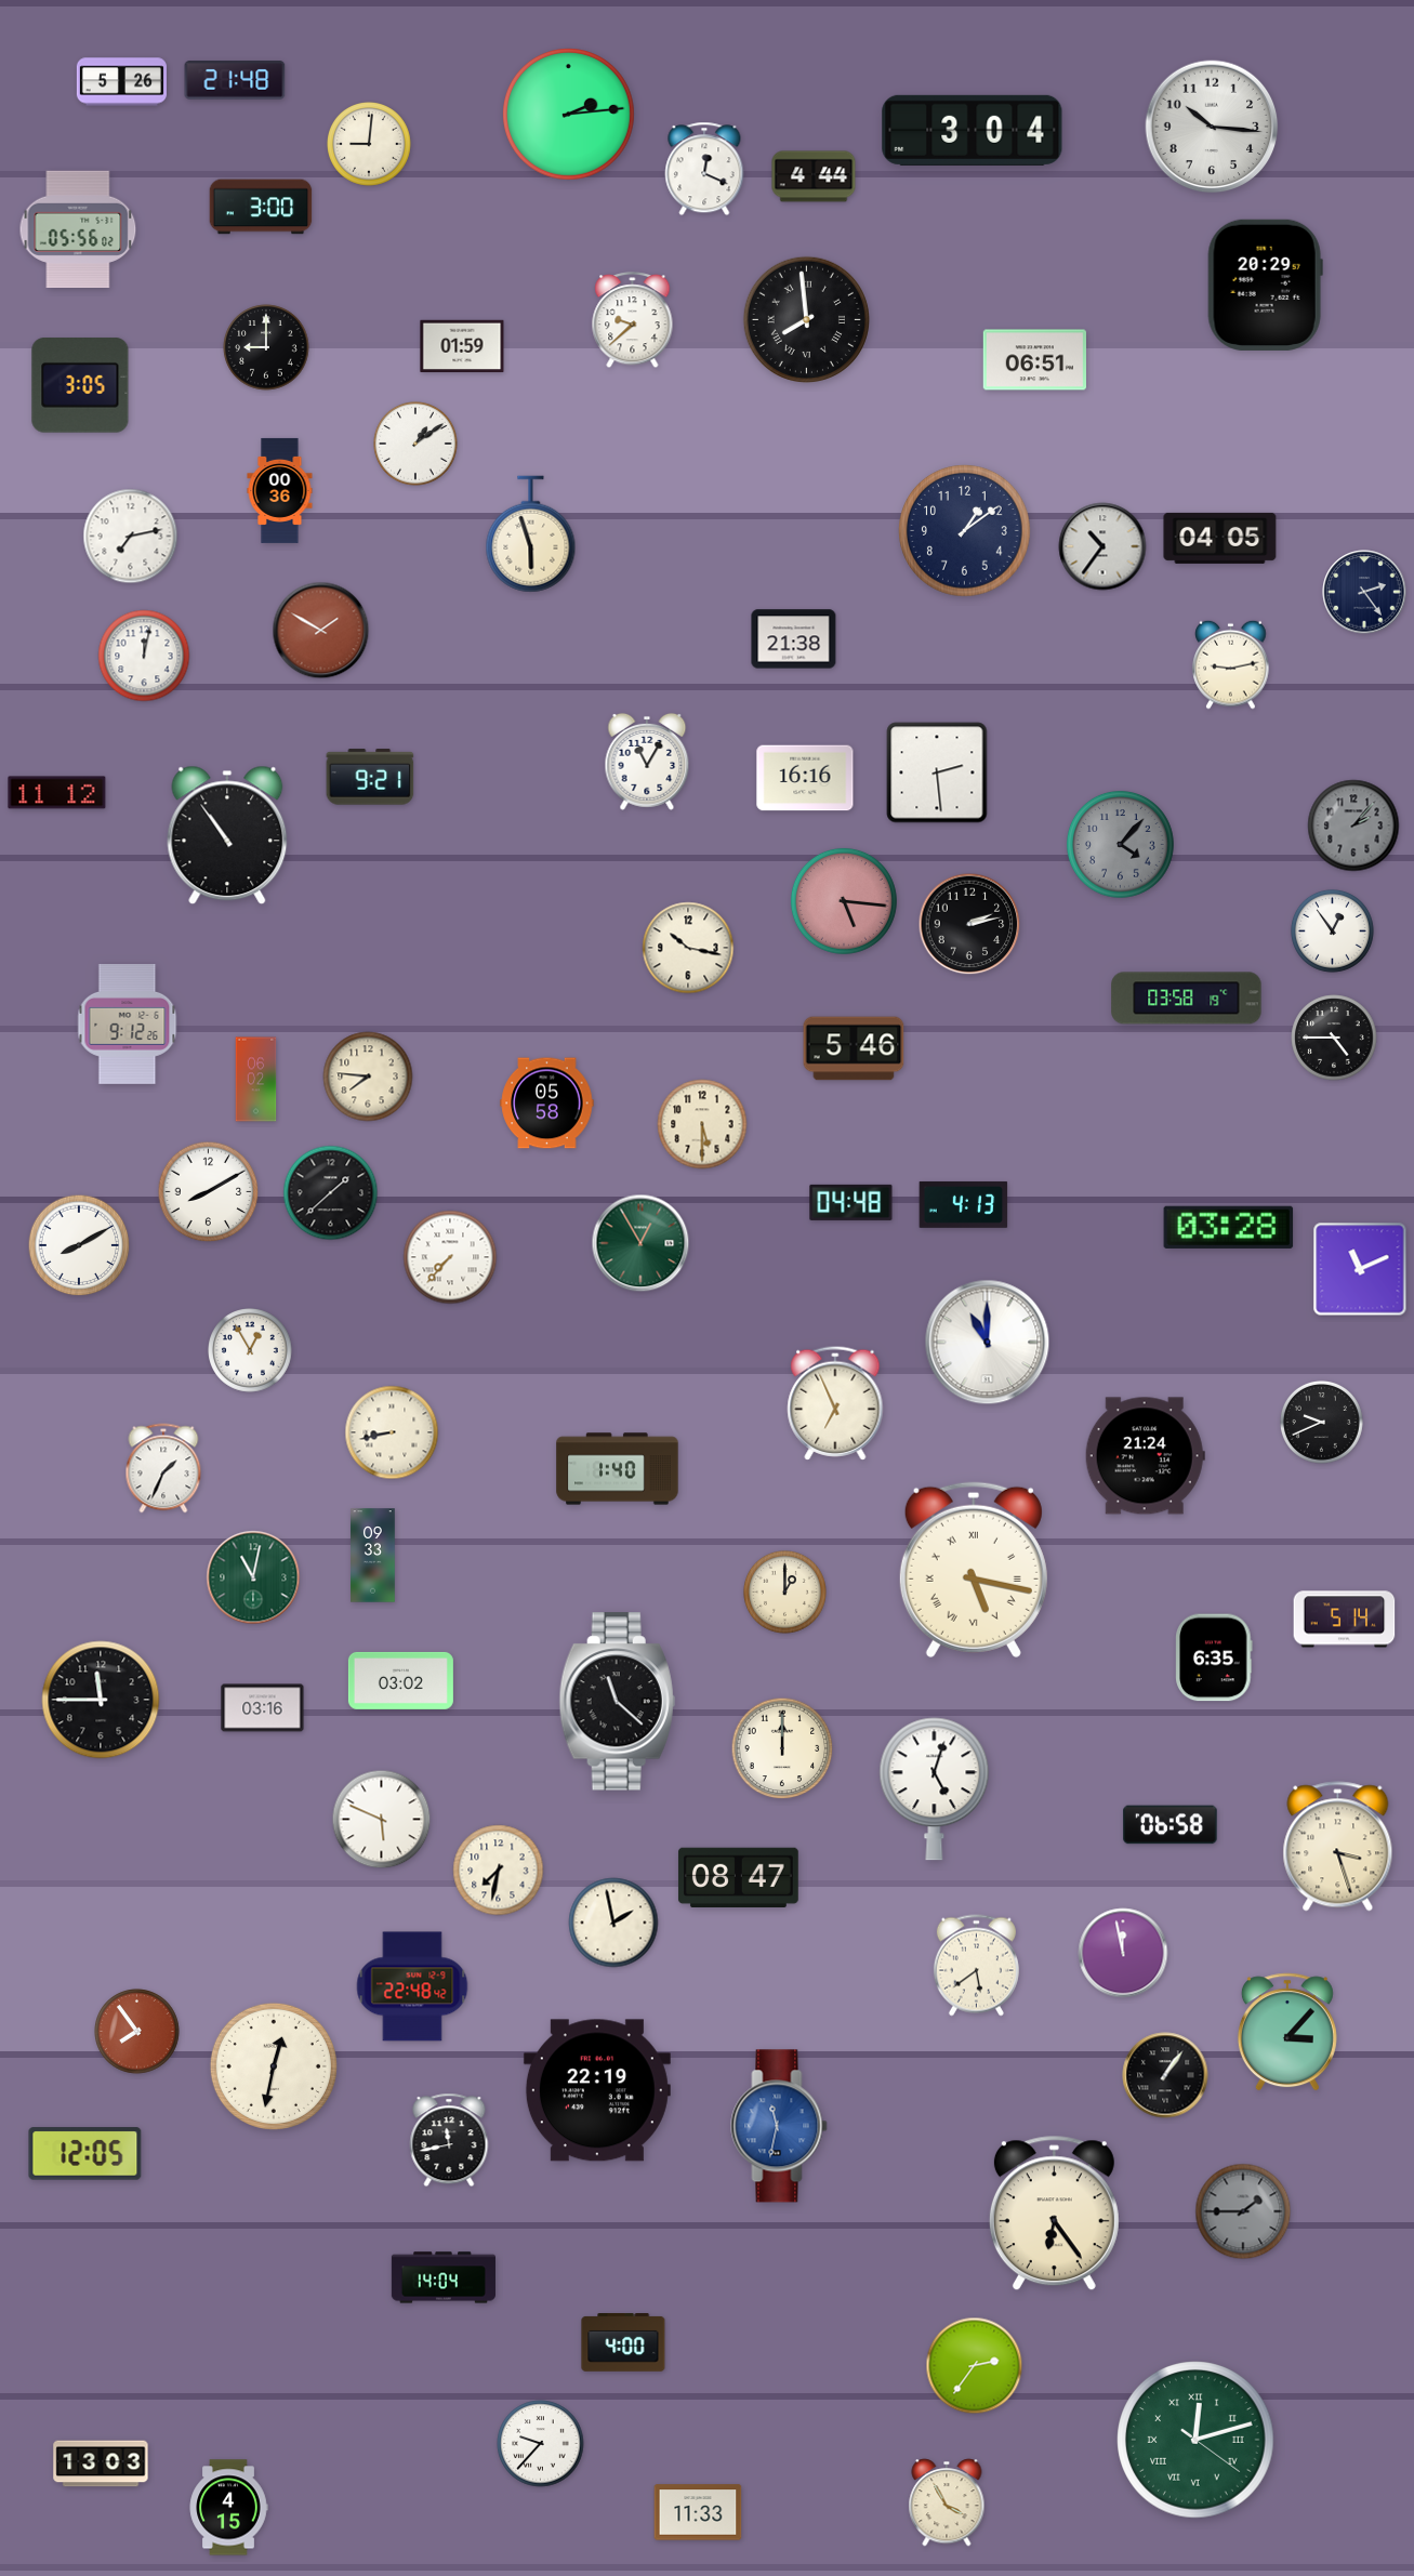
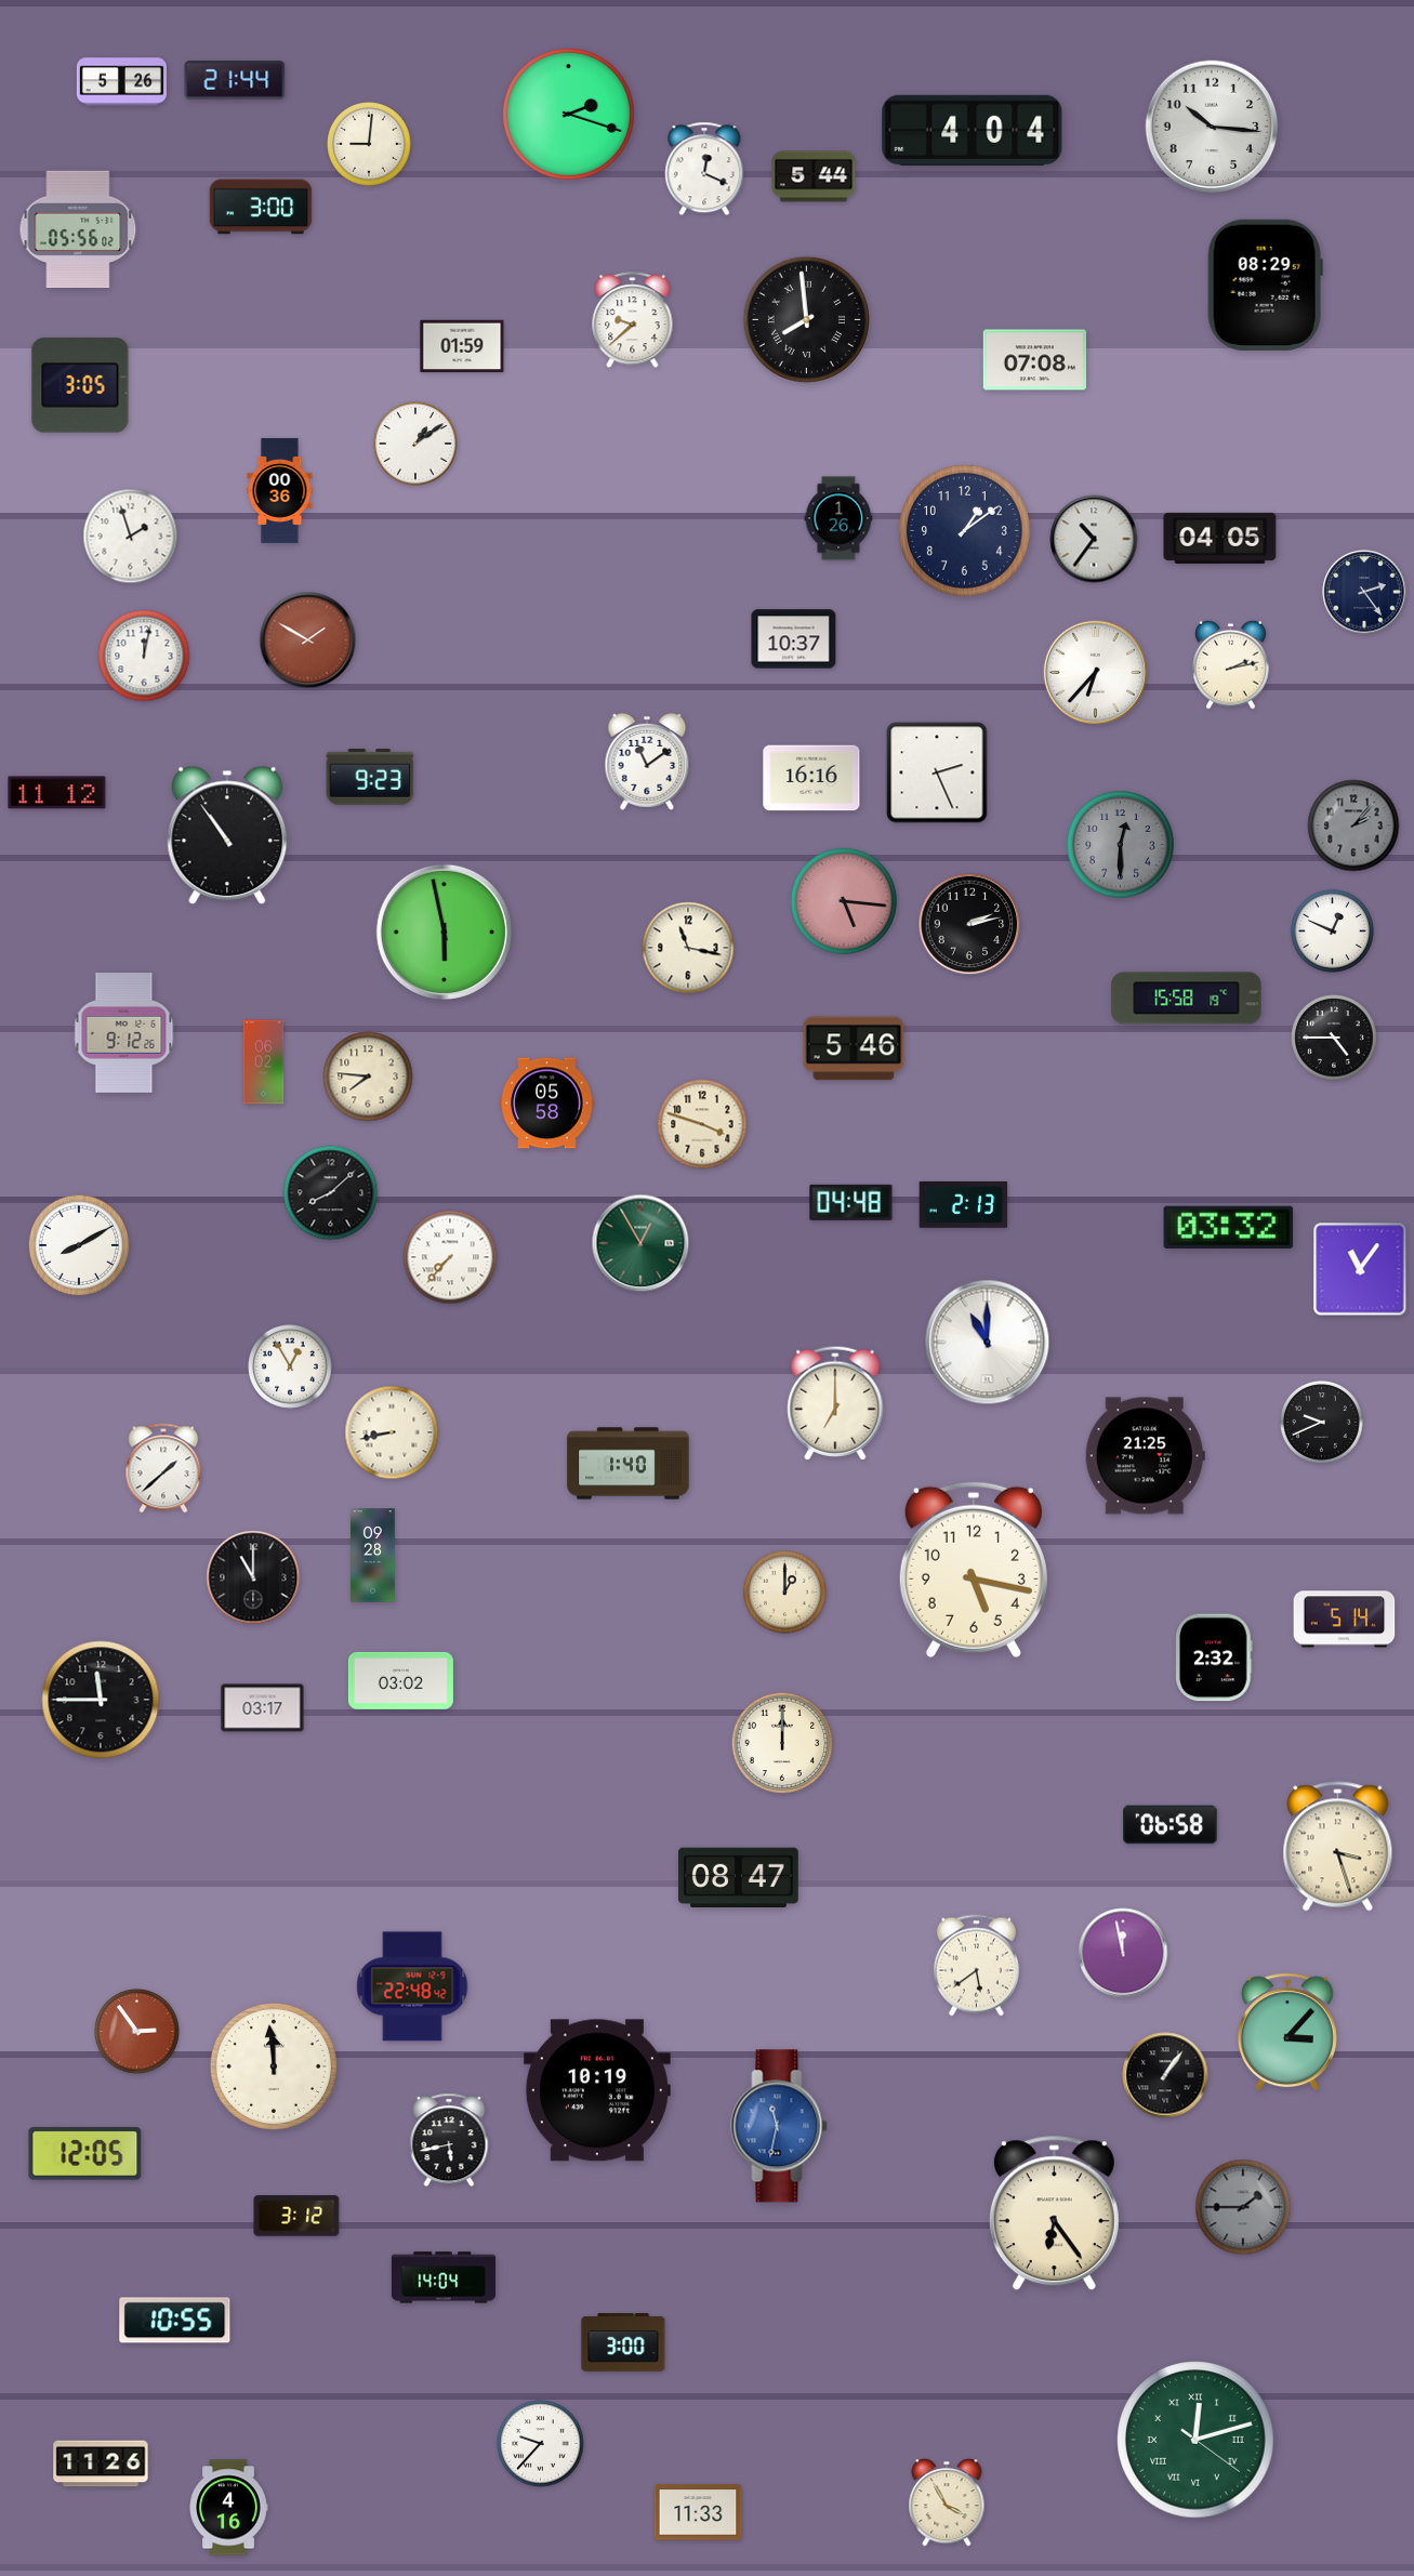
clock at (235, 80): 21:48 -> 21:44
clock at (569, 115): 2:14 -> 2:18
clock at (973, 130): 3:04 -> 4:04
clock at (814, 176): 4:44 -> 5:44
clock at (1265, 285): 20:29 -> 08:29
clock at (266, 347): 9:00 -> none
clock at (1034, 360): 06:51 -> 07:08
clock at (838, 518): none -> 1:26
clock at (531, 534): 5:57 -> none
clock at (131, 537): 7:13 -> 1:57
clock at (1102, 546) position: (1102, 546) -> (1094, 539)
clock at (321, 631) position: (321, 631) -> (308, 640)
clock at (794, 639): 21:38 -> 10:37
clock at (1231, 664): 9:13 -> 2:13
clock at (1096, 673): none -> 6:37
clock at (647, 762): 11:05 -> 11:09
clock at (937, 772): 2:29 -> 2:26
clock at (370, 777): 9:21 -> 9:23
clock at (805, 778) position: (805, 778) -> (811, 778)
clock at (1120, 844): 4:07 -> 12:30
clock at (1332, 930): 12:54 -> 12:49
clock at (444, 932): none -> 5:58
clock at (688, 948): 10:17 -> 11:17
clock at (1187, 999): 03:58 -> 15:58
clock at (128, 1025) position: (128, 1025) -> (124, 1033)
clock at (256, 1080) position: (256, 1080) -> (264, 1062)
clock at (702, 1124): 5:30 -> 3:48
clock at (209, 1192): 8:10 -> none
clock at (331, 1193): 1:38 -> 8:08
clock at (964, 1204): 4:13 -> 2:13
clock at (1229, 1227): 03:28 -> 03:32
clock at (1360, 1269): 11:11 -> 11:06
clock at (251, 1351) position: (251, 1351) -> (291, 1368)
clock at (835, 1403): 6:56 -> 7:00
clock at (1145, 1456): 21:24 -> 21:25
clock at (163, 1468): 1:34 -> 1:38
clock at (618, 1469) position: (618, 1469) -> (629, 1464)
clock at (373, 1556): 09:33 -> 09:28
clock at (974, 1570) numerals: Roman -> Arabic
clock at (253, 1577): 11:02 -> 11:00
clock at (253, 1577) dial: green -> black
clock at (1214, 1657): 6:35 -> 2:32
clock at (617, 1702): 11:22 -> none
clock at (263, 1708): 03:16 -> 03:17
clock at (782, 1748) position: (782, 1748) -> (782, 1743)
clock at (935, 1789): 5:03 -> none
clock at (382, 1820): 5:49 -> none
clock at (499, 1871): 7:32 -> none
clock at (613, 1923): 1:58 -> none
clock at (137, 2032): 7:54 -> 2:54
clock at (274, 2066): 12:32 -> 11:59
clock at (597, 2090): 22:19 -> 10:19
clock at (449, 2140): 11:43 -> 5:43
clock at (1243, 2211) position: (1243, 2211) -> (1243, 2207)
clock at (296, 2216): none -> 3:12
clock at (175, 2321): none -> 10:55
clock at (623, 2343): 4:00 -> 3:00
clock at (975, 2366): 2:36 -> none
clock at (101, 2463): 13:03 -> 11:26
clock at (228, 2508): 4:15 -> 4:16
